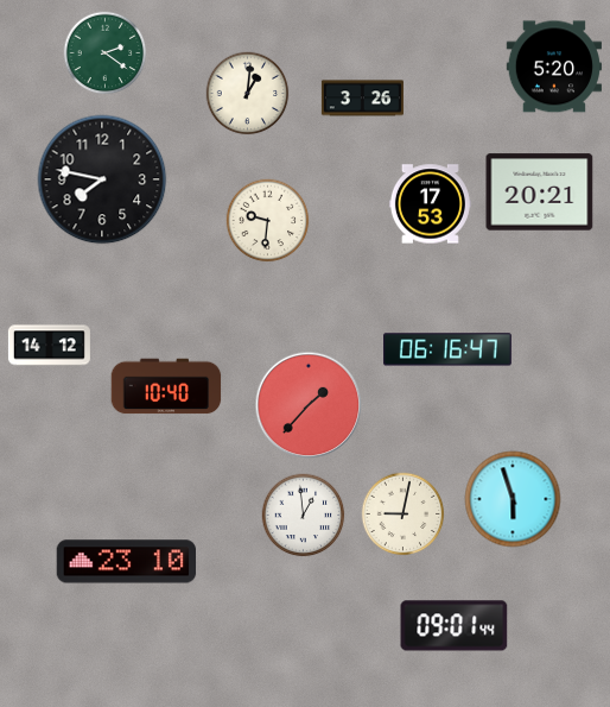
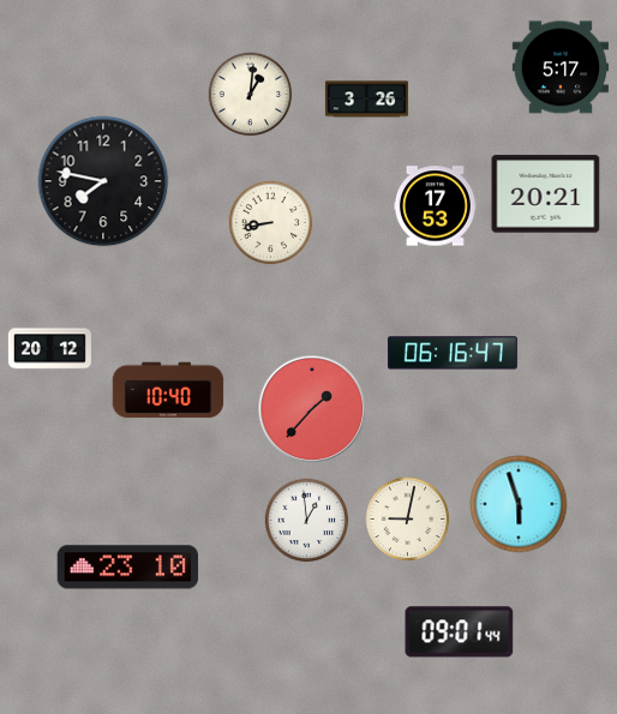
clock at (106, 53): 2:21 -> none
clock at (553, 67): 5:20 -> 5:17
clock at (268, 221): 9:31 -> 8:43
clock at (49, 346): 14:12 -> 20:12
